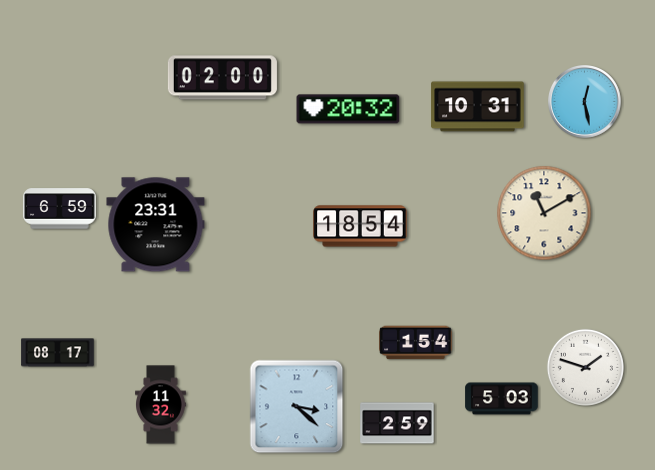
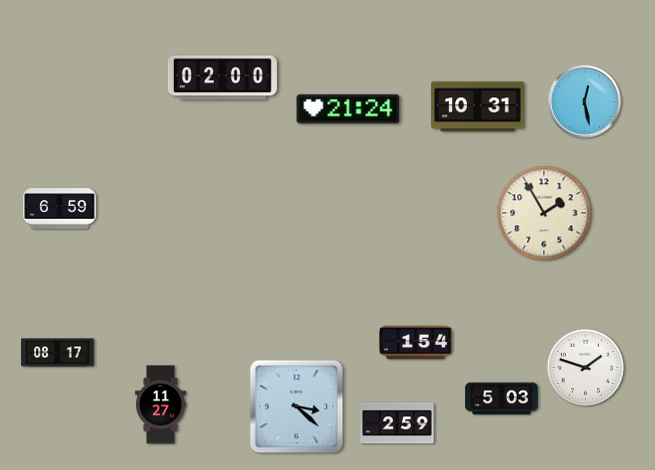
clock at (348, 109): 20:32 -> 21:24
clock at (544, 213): 11:10 -> 1:55
clock at (156, 225): 23:31 -> none
clock at (360, 226): 18:54 -> none
clock at (161, 405): 11:32 -> 11:27
